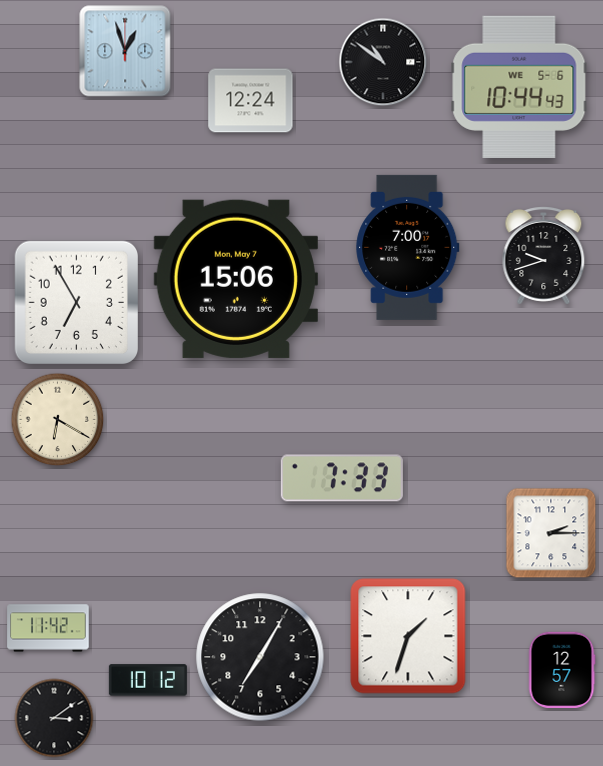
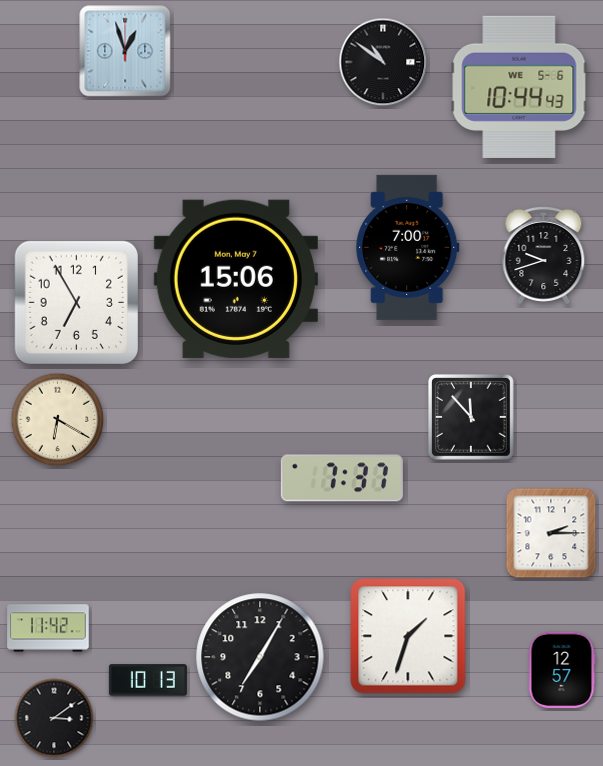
clock at (251, 101): 12:24 -> none
clock at (471, 417): none -> 11:53
clock at (342, 478): 7:33 -> 7:37
clock at (148, 680): 10:12 -> 10:13
